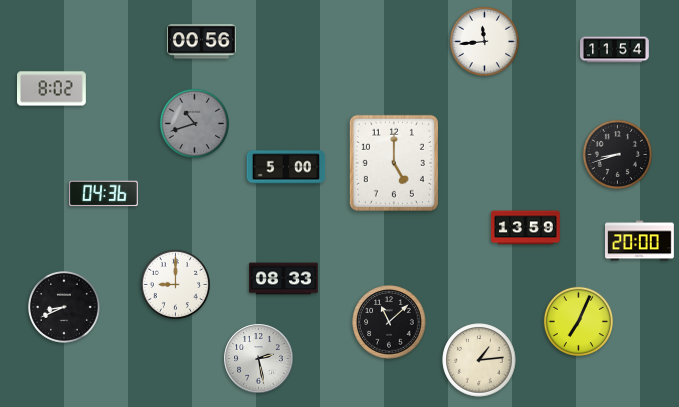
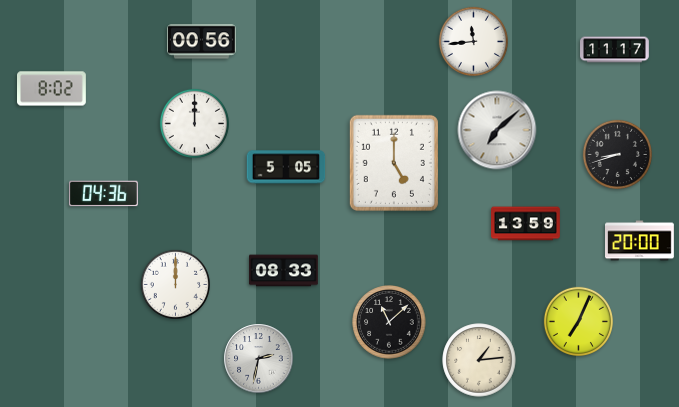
clock at (484, 41) position: (484, 41) -> (473, 41)
clock at (615, 50): 11:54 -> 11:17
clock at (194, 123): 10:42 -> 12:00
clock at (194, 123) dial: grey -> white
clock at (497, 130): none -> 7:08
clock at (286, 167): 5:00 -> 5:05
clock at (526, 228) position: (526, 228) -> (526, 224)
clock at (284, 279) position: (284, 279) -> (284, 271)
clock at (175, 284): 9:00 -> 12:00
clock at (65, 308): 8:41 -> none
clock at (259, 359): 2:28 -> 2:32
